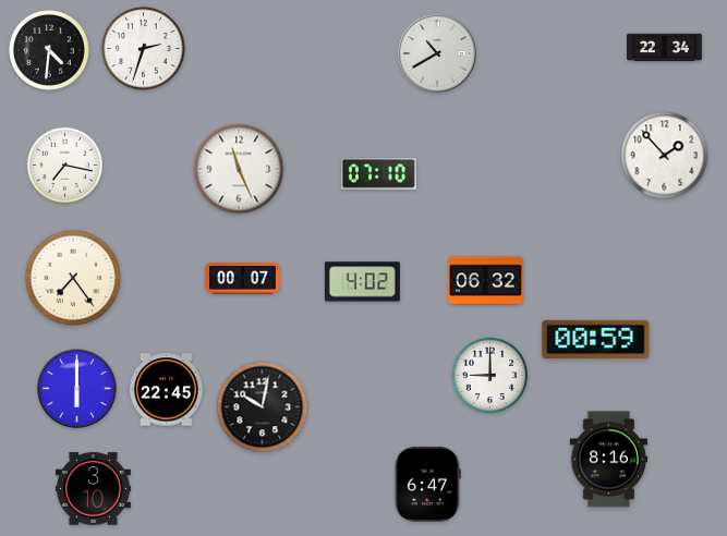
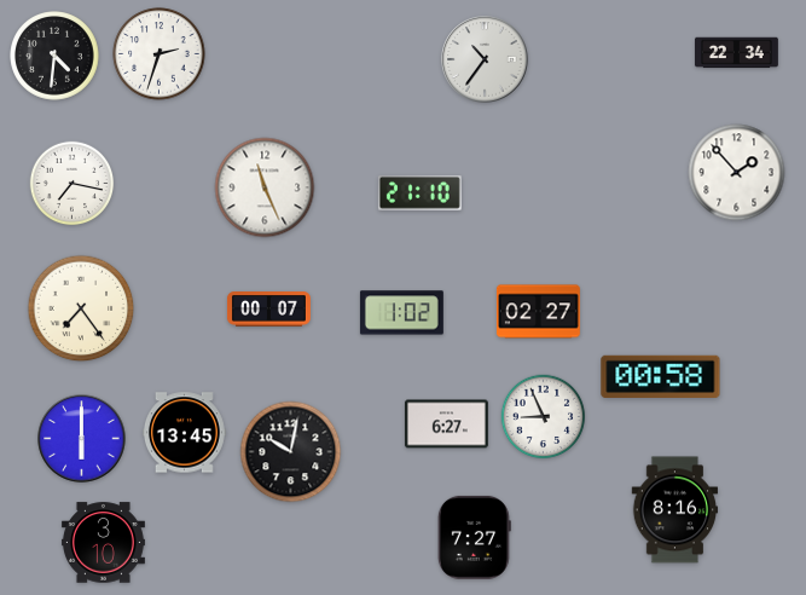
clock at (437, 53): 10:40 -> 10:36
clock at (378, 174): 07:10 -> 21:10
clock at (485, 281): 06:32 -> 02:27
clock at (362, 282): 4:02 -> 1:02
clock at (596, 339): 00:59 -> 00:58
clock at (490, 376): 9:00 -> 8:56
clock at (446, 424): none -> 6:27
clock at (77, 389) position: (77, 389) -> (82, 439)
clock at (166, 390): 22:45 -> 13:45
clock at (427, 484): 6:47 -> 7:27
